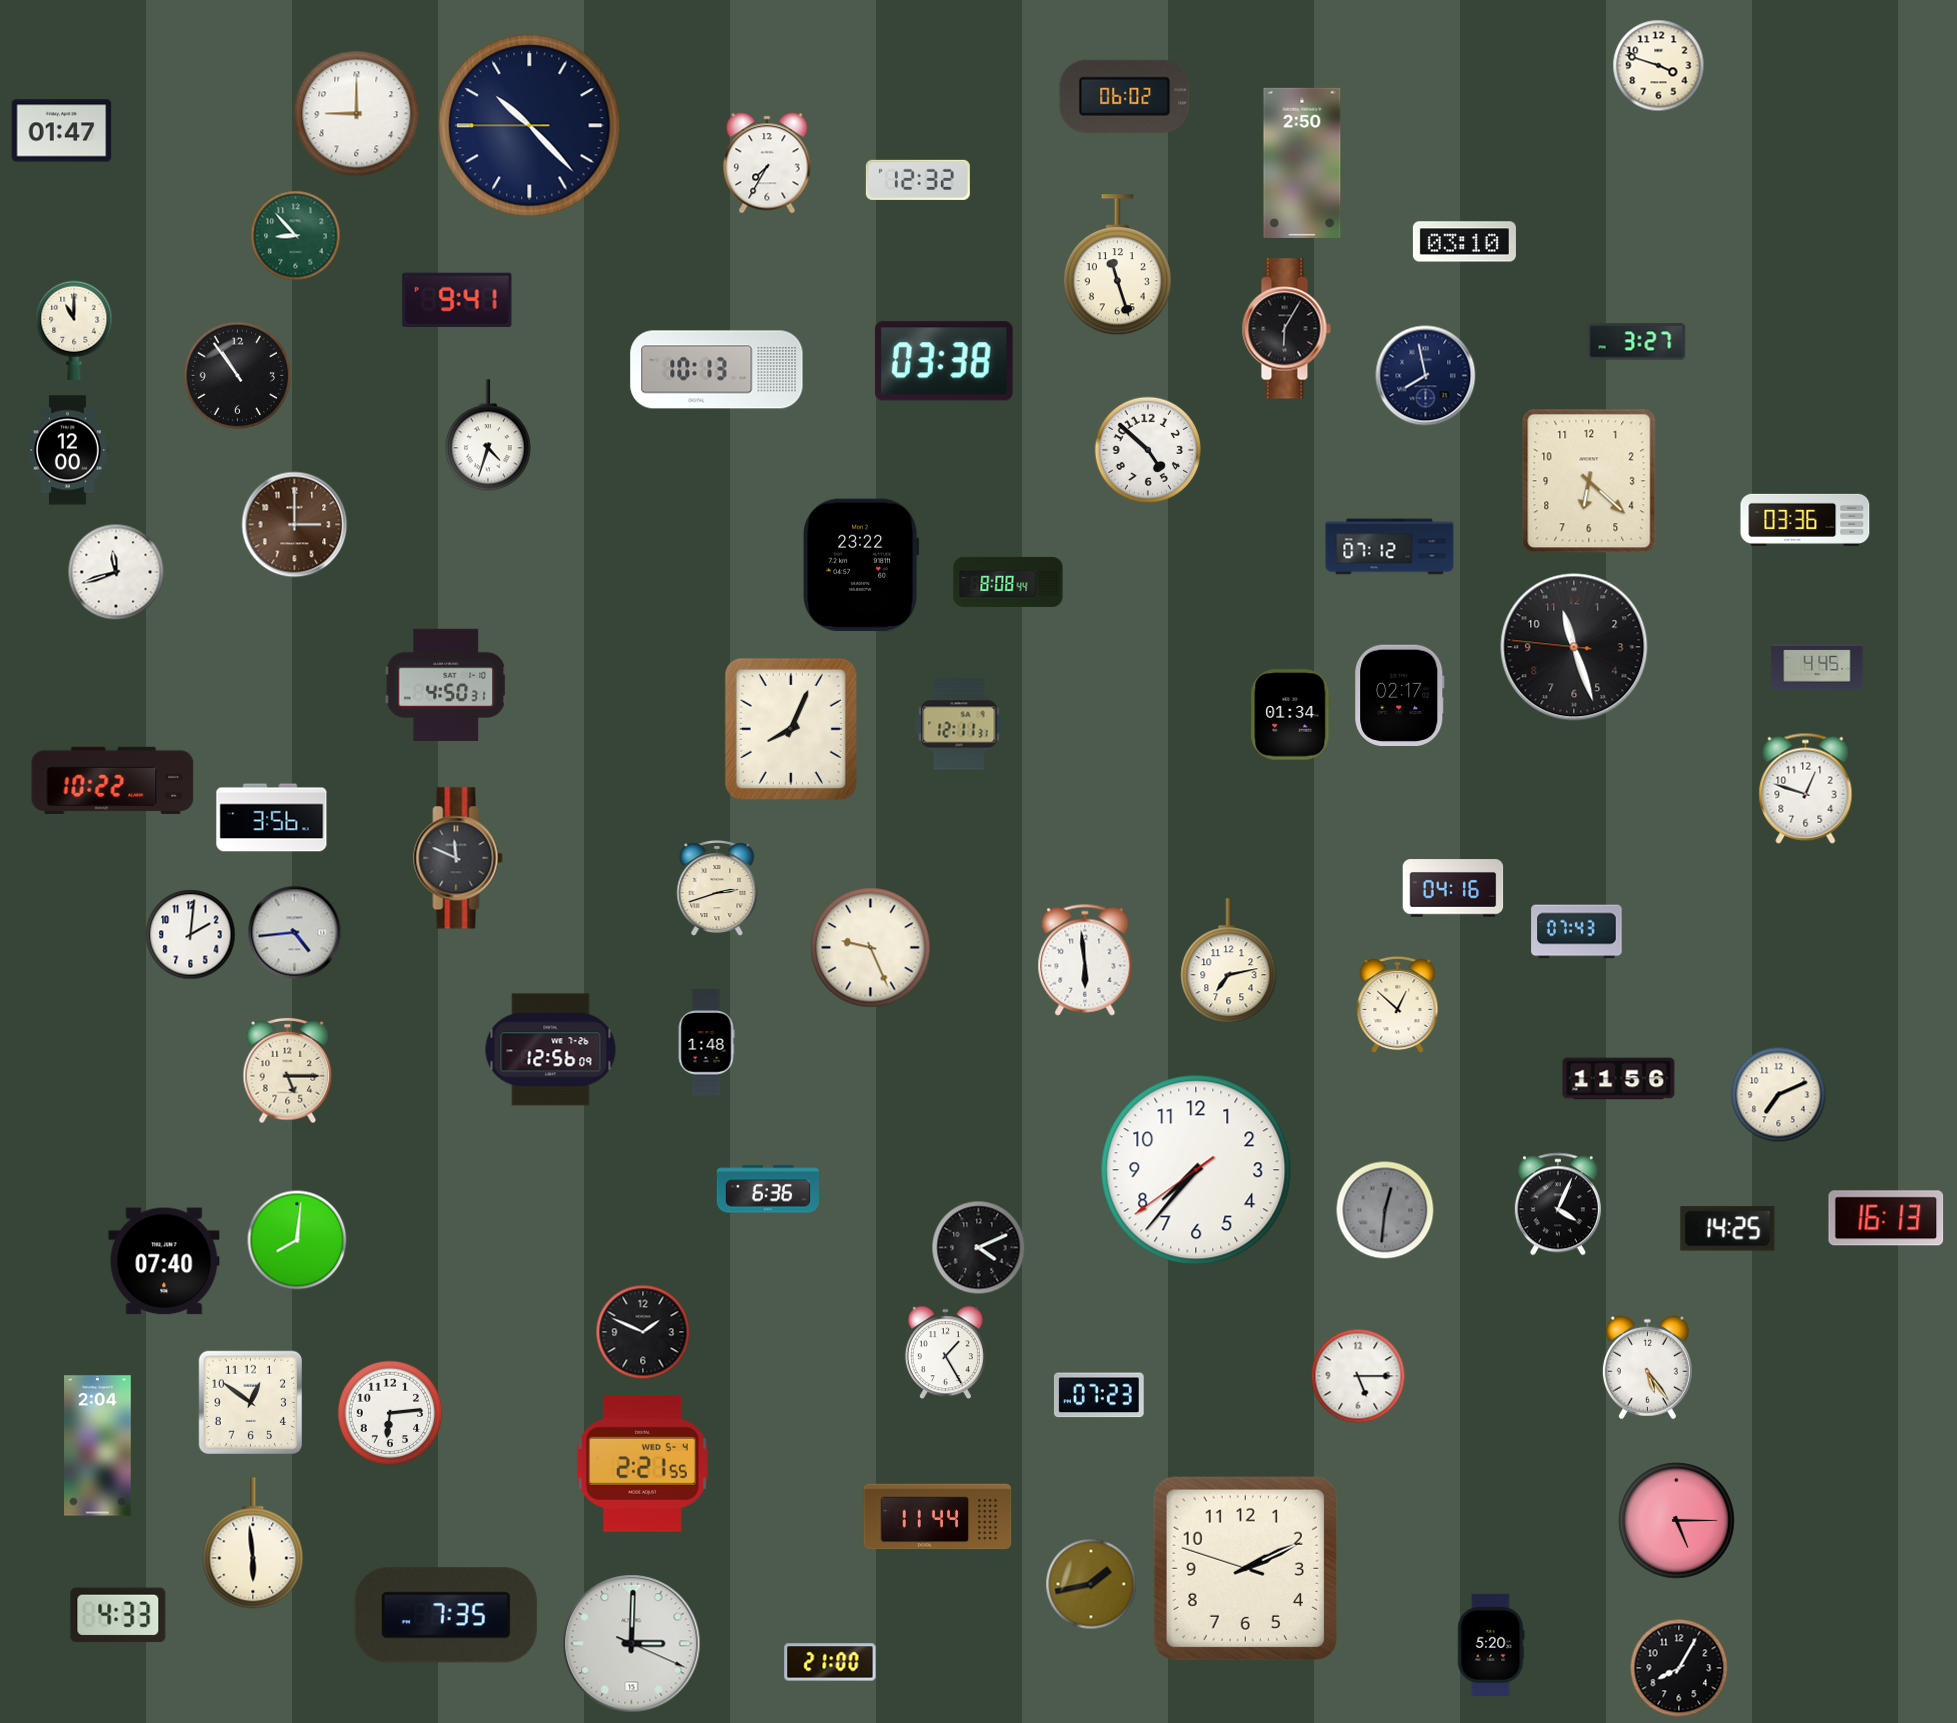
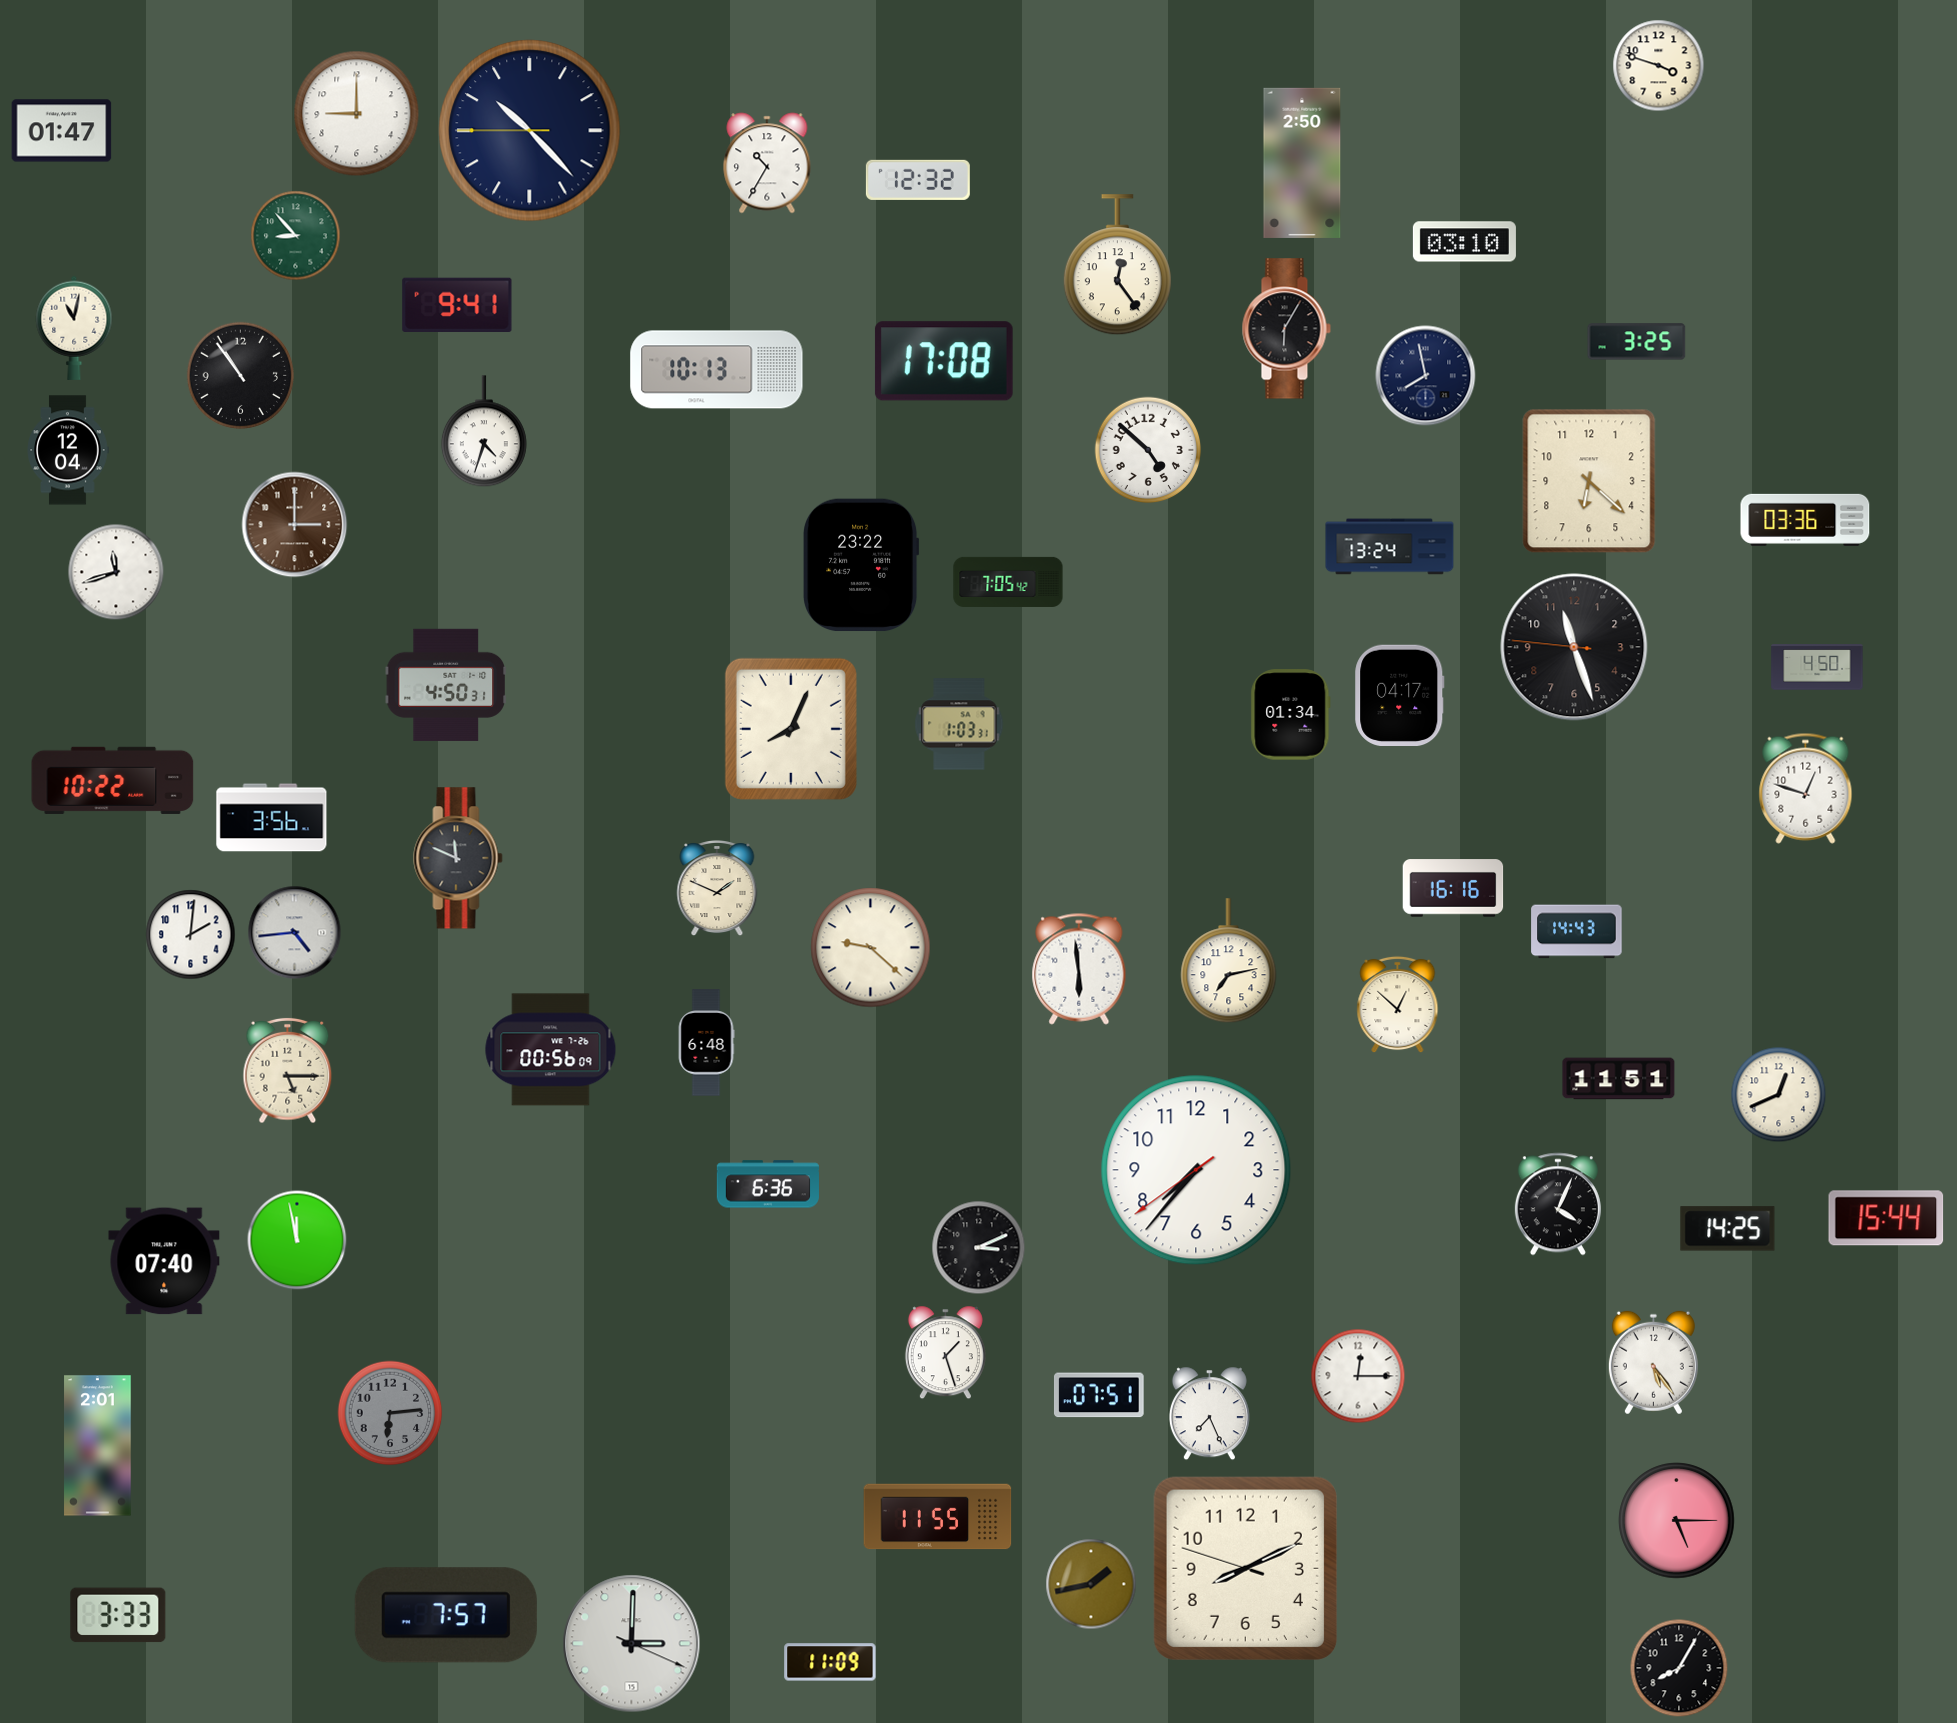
clock at (1125, 96): 06:02 -> none
clock at (530, 126) position: (530, 126) -> (530, 131)
clock at (767, 163): 7:35 -> 10:35
clock at (1117, 265): 11:27 -> 12:24
clock at (457, 299) position: (457, 299) -> (457, 304)
clock at (74, 328): 11:00 -> 11:02
clock at (1637, 342): 3:27 -> 3:25
clock at (944, 361): 03:38 -> 17:08
clock at (237, 375) position: (237, 375) -> (240, 375)
clock at (488, 436) position: (488, 436) -> (484, 432)
clock at (68, 450): 12:00 -> 12:04
clock at (1390, 547): 07:12 -> 13:24
clock at (1008, 582): 8:08 -> 7:05
clock at (1817, 667): 4:45 -> 4:50
clock at (1400, 695): 02:17 -> 04:17
clock at (959, 724): 12:11 -> 1:03
clock at (1453, 888): 04:16 -> 16:16
clock at (717, 889): 2:42 -> 1:49
clock at (1577, 932): 07:43 -> 14:43
clock at (871, 948): 9:26 -> 9:22
clock at (1085, 960) position: (1085, 960) -> (1079, 969)
clock at (706, 1043): 1:48 -> 6:48
clock at (551, 1050): 12:56 -> 00:56
clock at (1619, 1079): 11:56 -> 11:51
clock at (1779, 1095): 7:11 -> 12:41
clock at (768, 1189) position: (768, 1189) -> (768, 1184)
clock at (1385, 1210): 12:31 -> none
clock at (1886, 1218): 16:13 -> 15:44
clock at (297, 1240): 8:01 -> 11:58
clock at (979, 1248): 4:11 -> 3:11
clock at (643, 1332): 1:49 -> none
clock at (945, 1353): 1:25 -> 1:27
clock at (1647, 1368) position: (1647, 1368) -> (1653, 1363)
clock at (1358, 1376): 5:15 -> 12:15
clock at (1099, 1395): 07:23 -> 07:51
clock at (251, 1403): 12:51 -> none
clock at (390, 1413) dial: white -> grey
clock at (1209, 1414): none -> 7:26
clock at (98, 1446): 2:04 -> 2:01
clock at (642, 1463): 2:21 -> none
clock at (938, 1517): 11:44 -> 11:55
clock at (253, 1543): 5:59 -> none
clock at (1245, 1568): 2:10 -> 8:10
clock at (118, 1615): 4:33 -> 3:33
clock at (446, 1615): 7:35 -> 7:57
clock at (1491, 1645): 5:20 -> none
clock at (830, 1662): 21:00 -> 11:09
